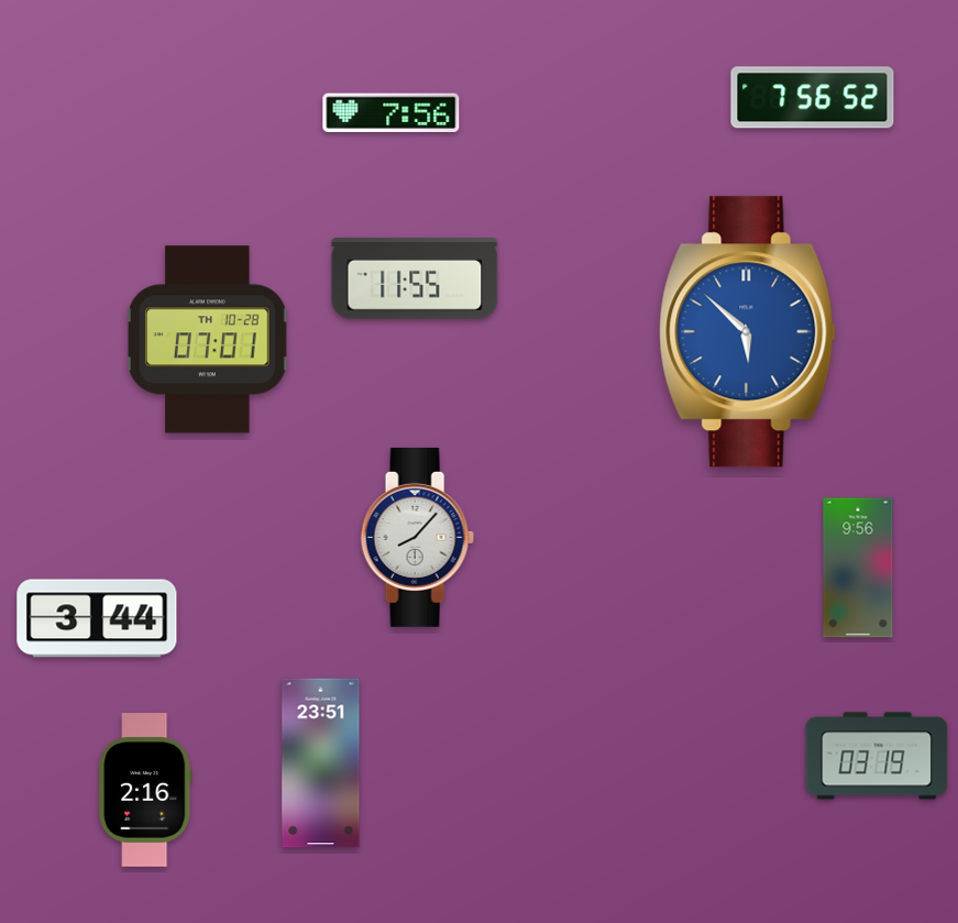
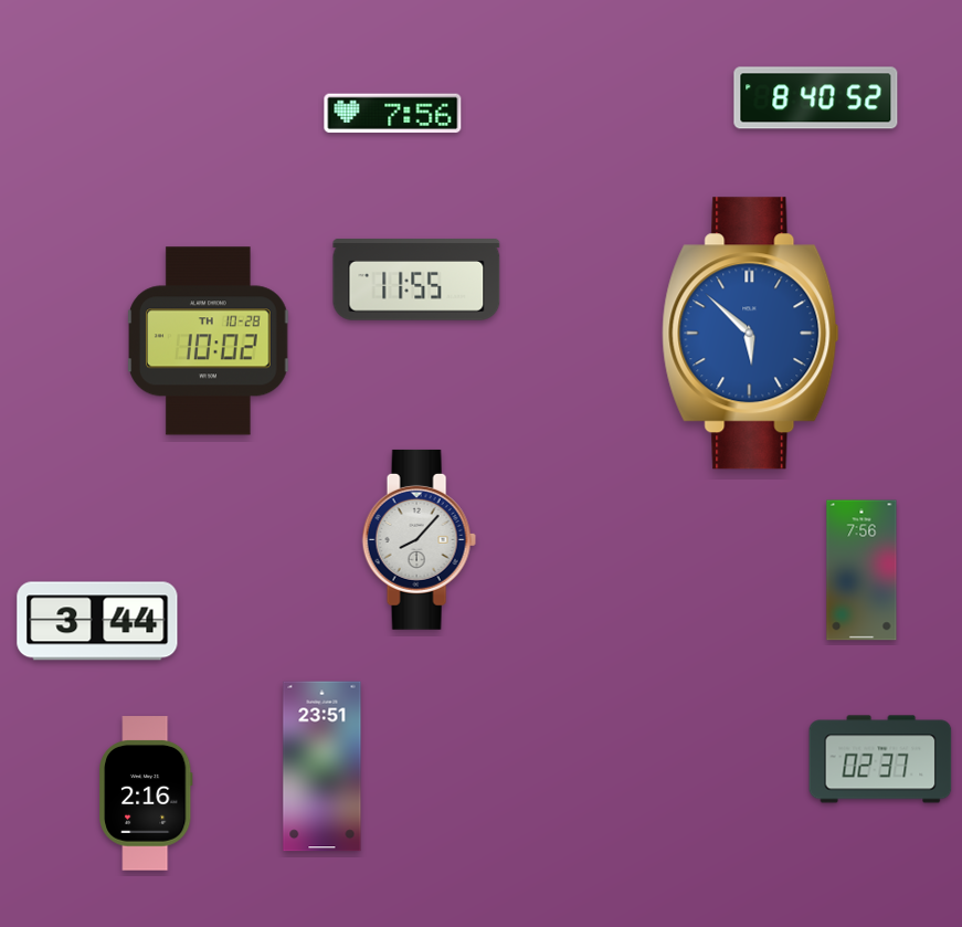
clock at (813, 98): 7:56 -> 8:40
clock at (208, 340): 07:01 -> 10:02
clock at (858, 568): 9:56 -> 7:56
clock at (877, 756): 03:19 -> 02:37
